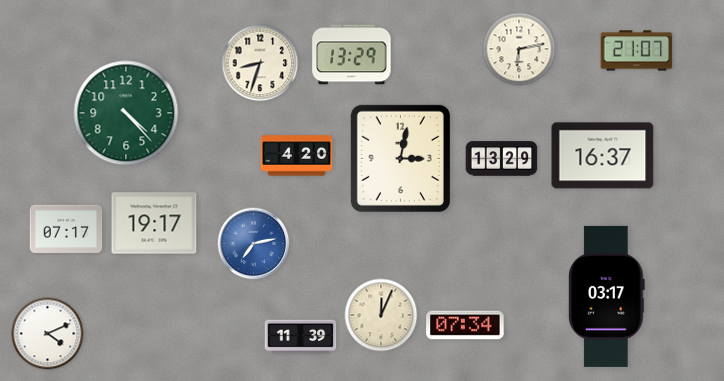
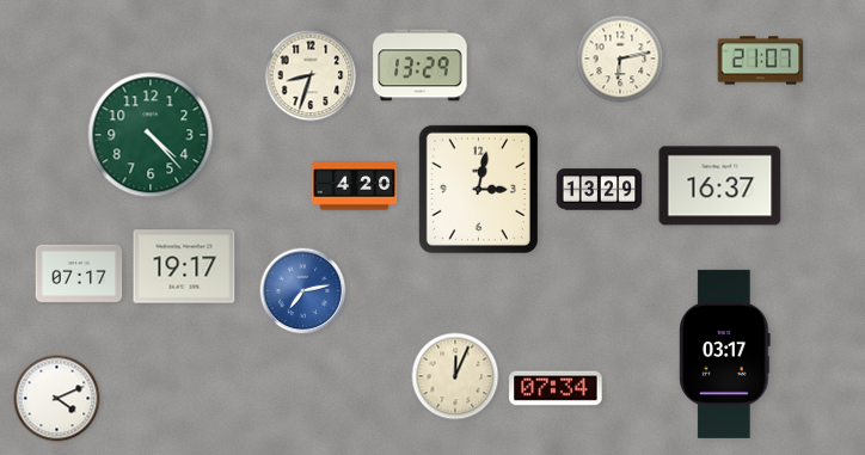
clock at (301, 337): 11:39 -> none
